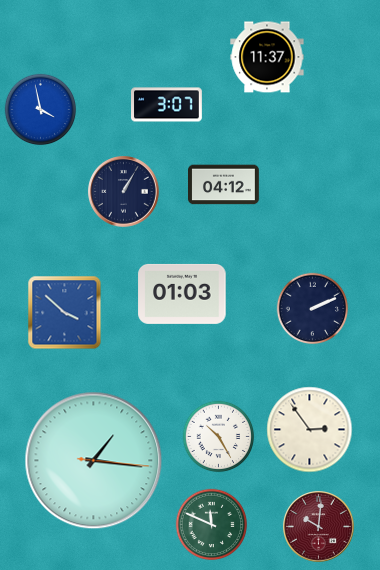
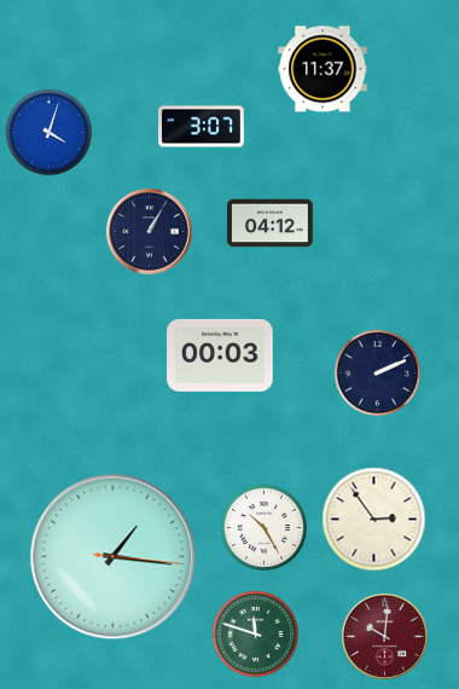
clock at (41, 110): 3:58 -> 4:03
clock at (182, 294): 01:03 -> 00:03
clock at (65, 313): 3:52 -> none
clock at (212, 525): 11:49 -> 11:48
